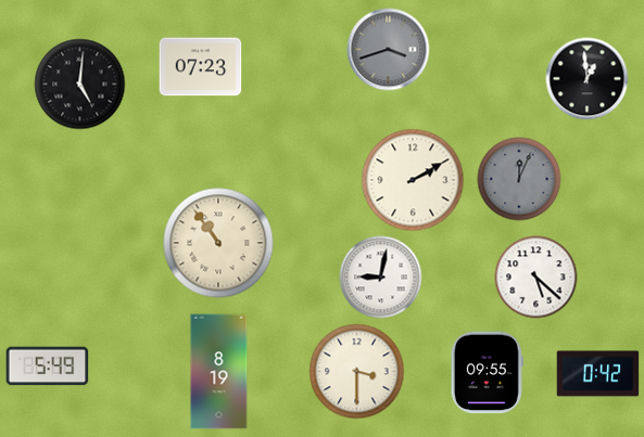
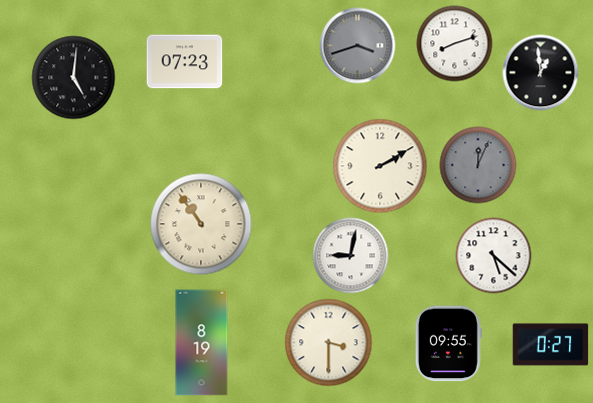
clock at (455, 44): none -> 8:12
clock at (48, 367): 5:49 -> none
clock at (598, 374): 0:42 -> 0:27
